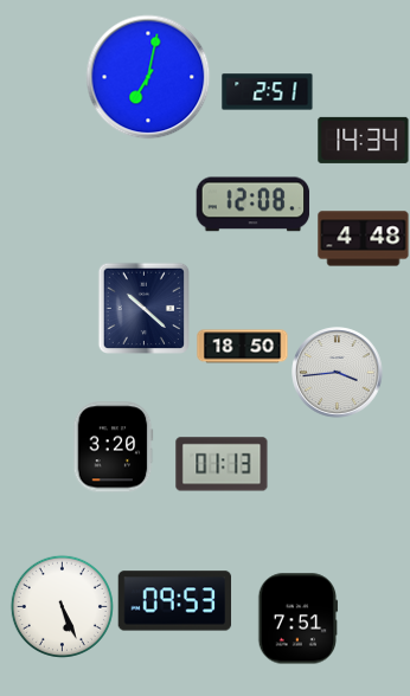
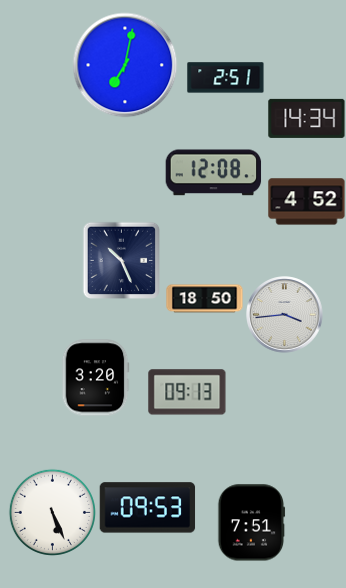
clock at (364, 239): 4:48 -> 4:52
clock at (143, 308): 10:22 -> 10:26
clock at (243, 347) position: (243, 347) -> (205, 299)
clock at (222, 464): 01:13 -> 09:13
